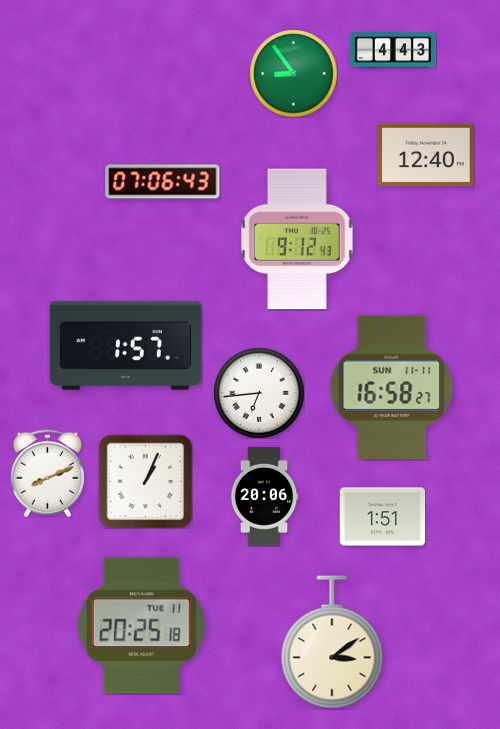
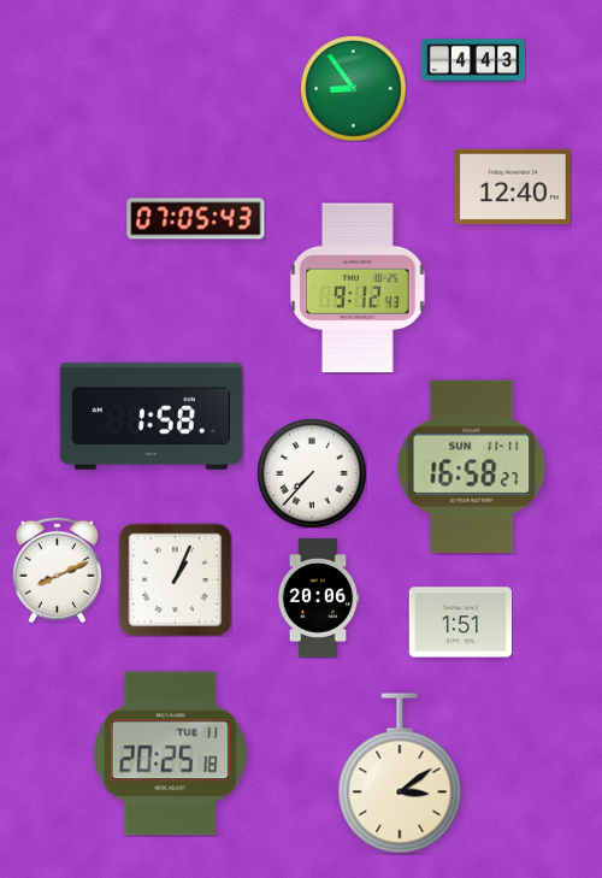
clock at (163, 182): 07:06 -> 07:05
clock at (125, 345): 1:57 -> 1:58
clock at (259, 393): 6:44 -> 7:37
